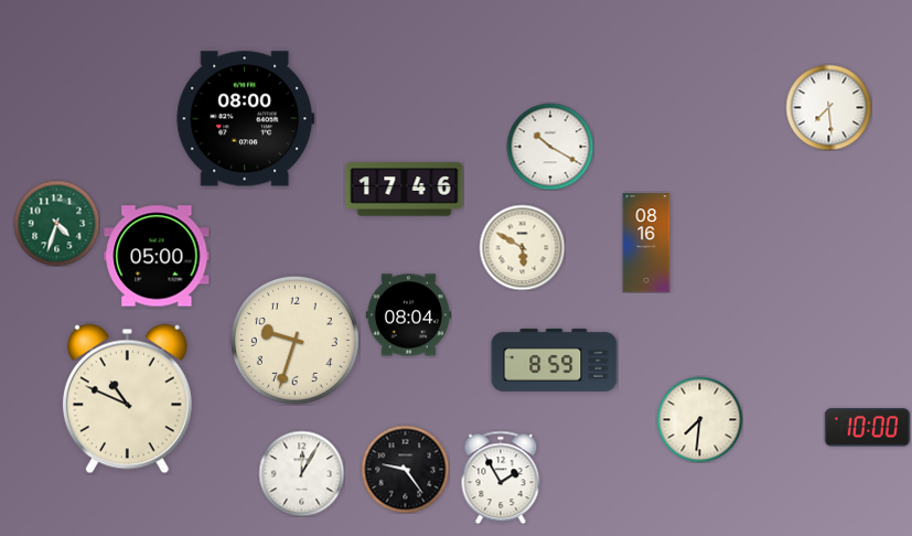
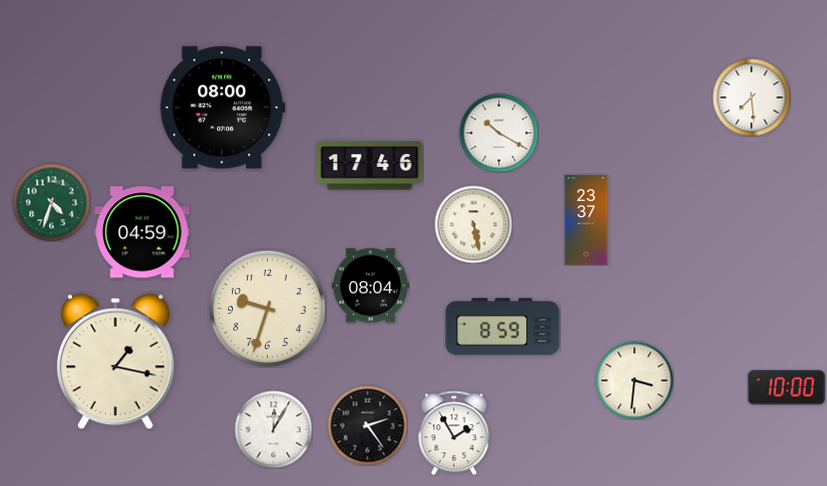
clock at (405, 190) position: (405, 190) -> (370, 166)
clock at (646, 243): 08:16 -> 23:37
clock at (522, 247): 5:50 -> 5:28
clock at (157, 256): 05:00 -> 04:59
clock at (127, 399): 10:49 -> 1:17
clock at (699, 419): 7:31 -> 3:31
clock at (405, 469): 9:24 -> 2:24
